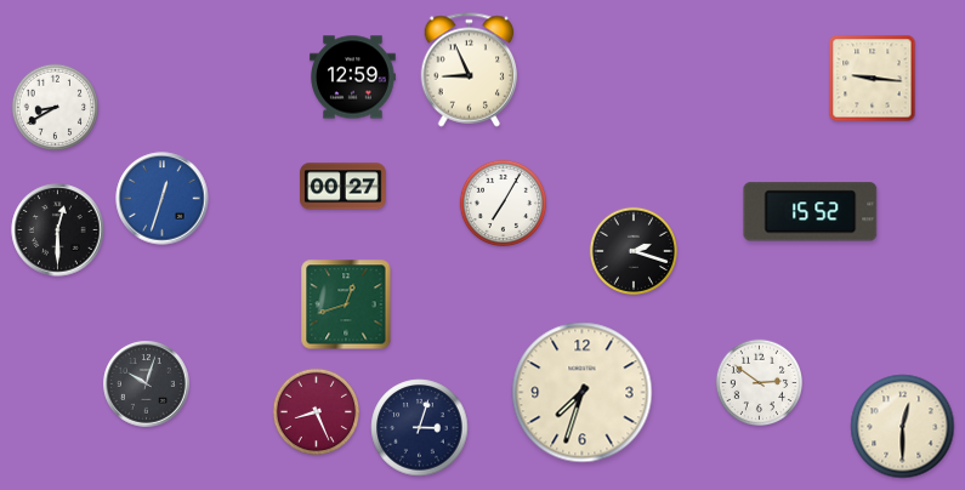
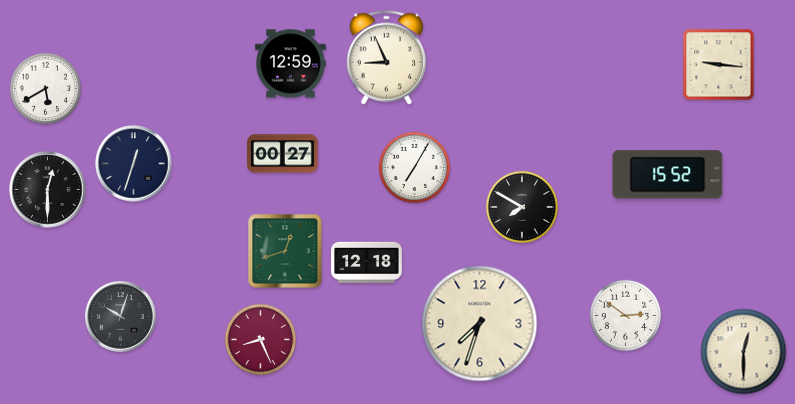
clock at (56, 108): 8:40 -> 5:40
clock at (163, 199) dial: blue -> navy
clock at (632, 250): 2:18 -> 7:50
clock at (367, 262): none -> 12:18
clock at (420, 428): 3:03 -> none
